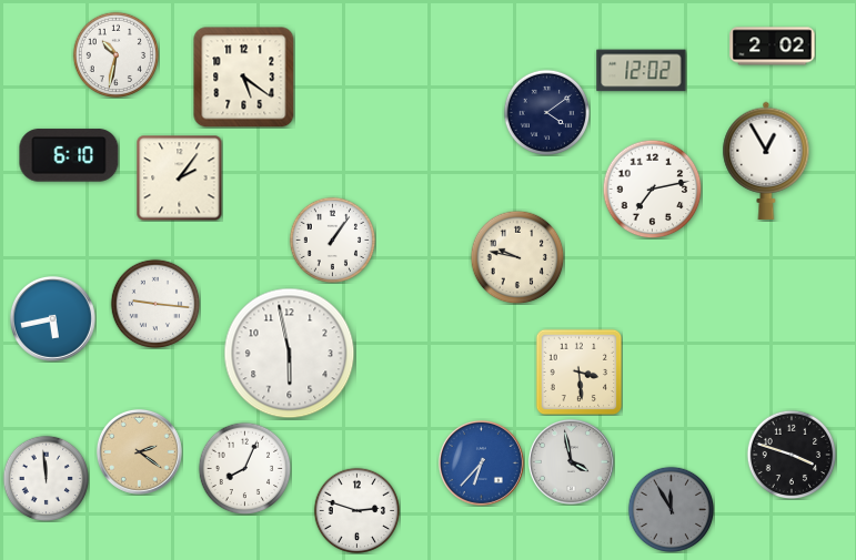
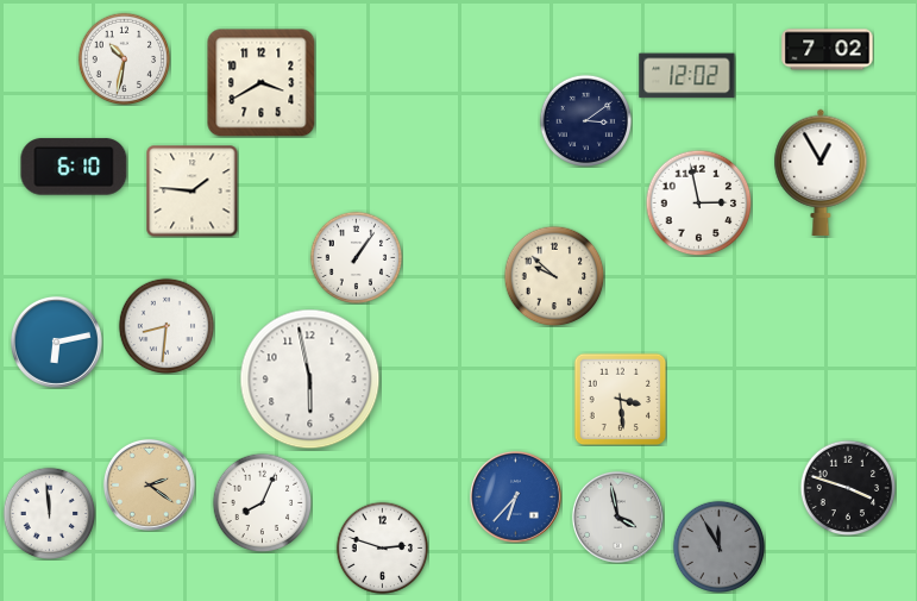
clock at (773, 47): 2:02 -> 7:02
clock at (244, 78): 5:21 -> 3:40
clock at (546, 112): 4:09 -> 3:09
clock at (179, 177): 2:06 -> 1:46
clock at (652, 189): 7:13 -> 2:58
clock at (517, 257): 9:47 -> 9:52
clock at (155, 304): 9:16 -> 8:31
clock at (52, 318): 5:43 -> 6:13
clock at (571, 461) position: (571, 461) -> (617, 517)
